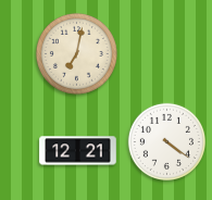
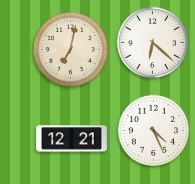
clock at (152, 42): none -> 6:22
clock at (166, 141): 4:21 -> 4:26
